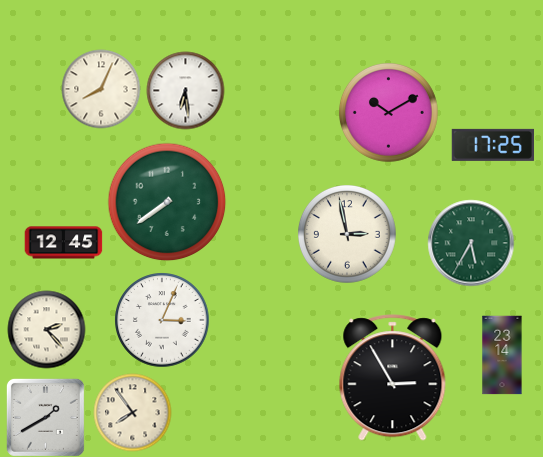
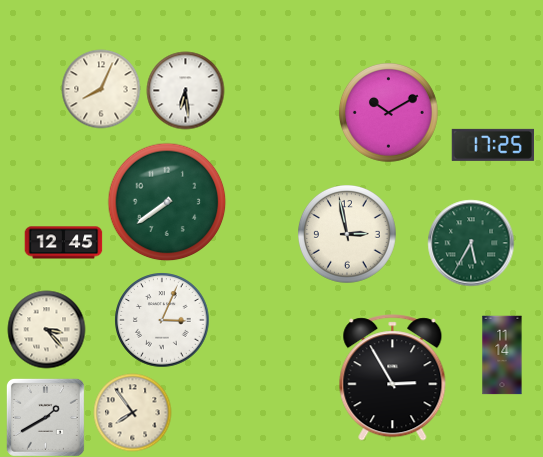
clock at (46, 329): 2:23 -> 3:23
clock at (502, 355): 23:14 -> 11:14
